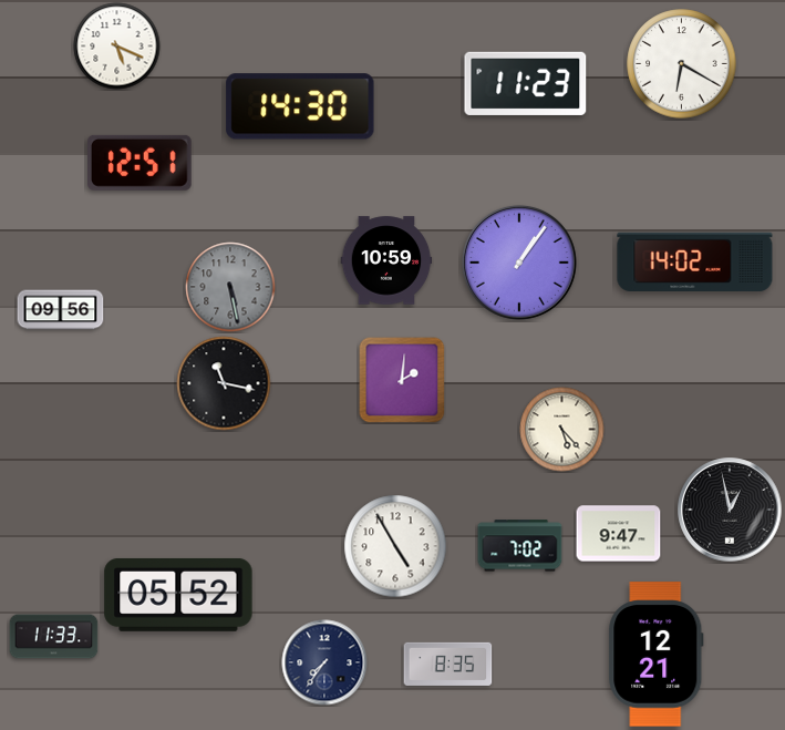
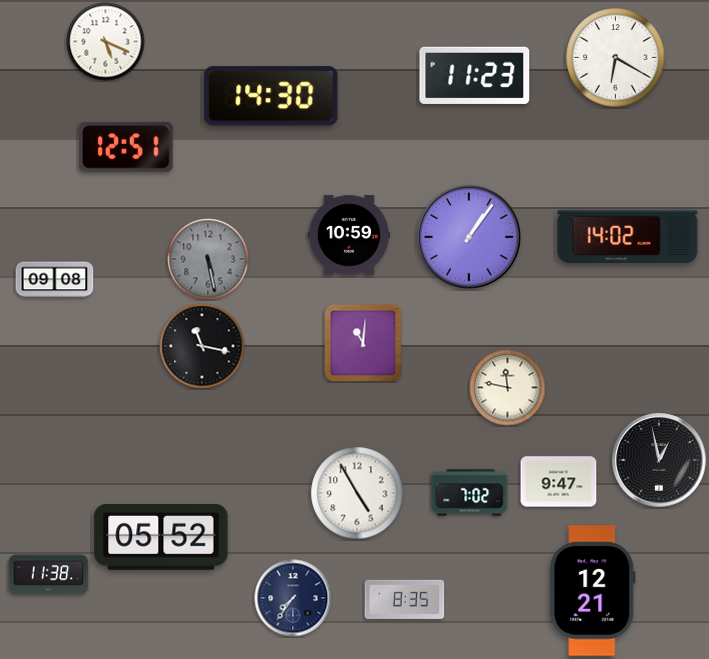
clock at (61, 310): 09:56 -> 09:08
clock at (402, 380): 2:01 -> 11:01
clock at (562, 430): 5:23 -> 11:47
clock at (54, 637): 11:33 -> 11:38
